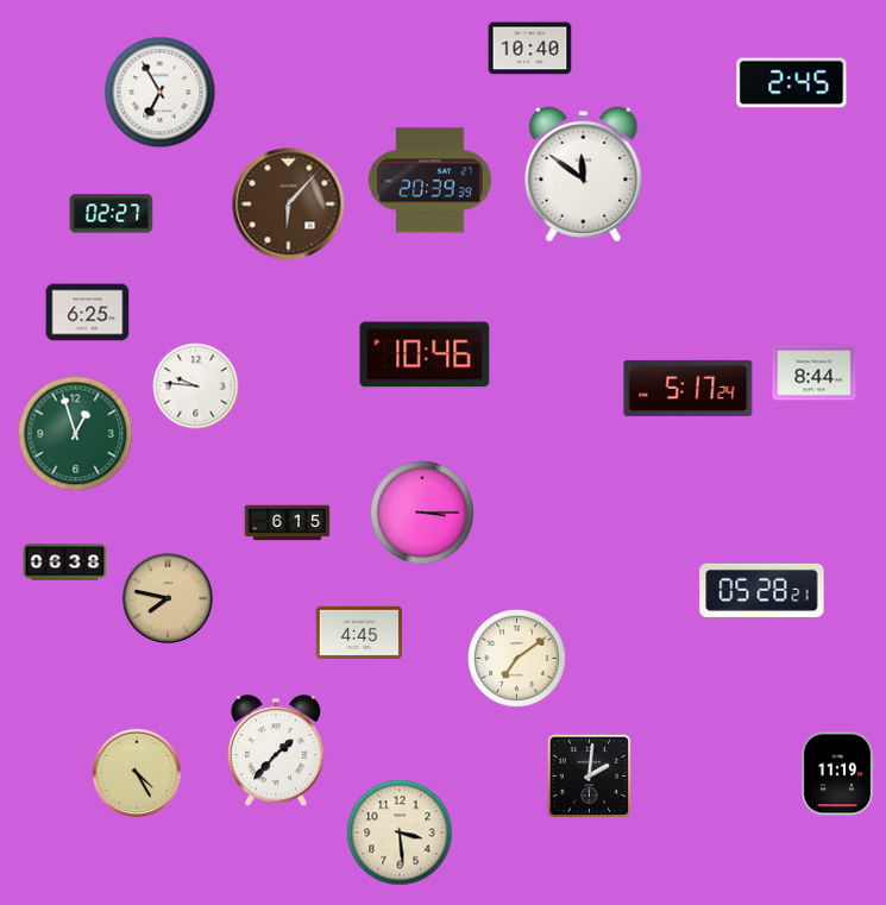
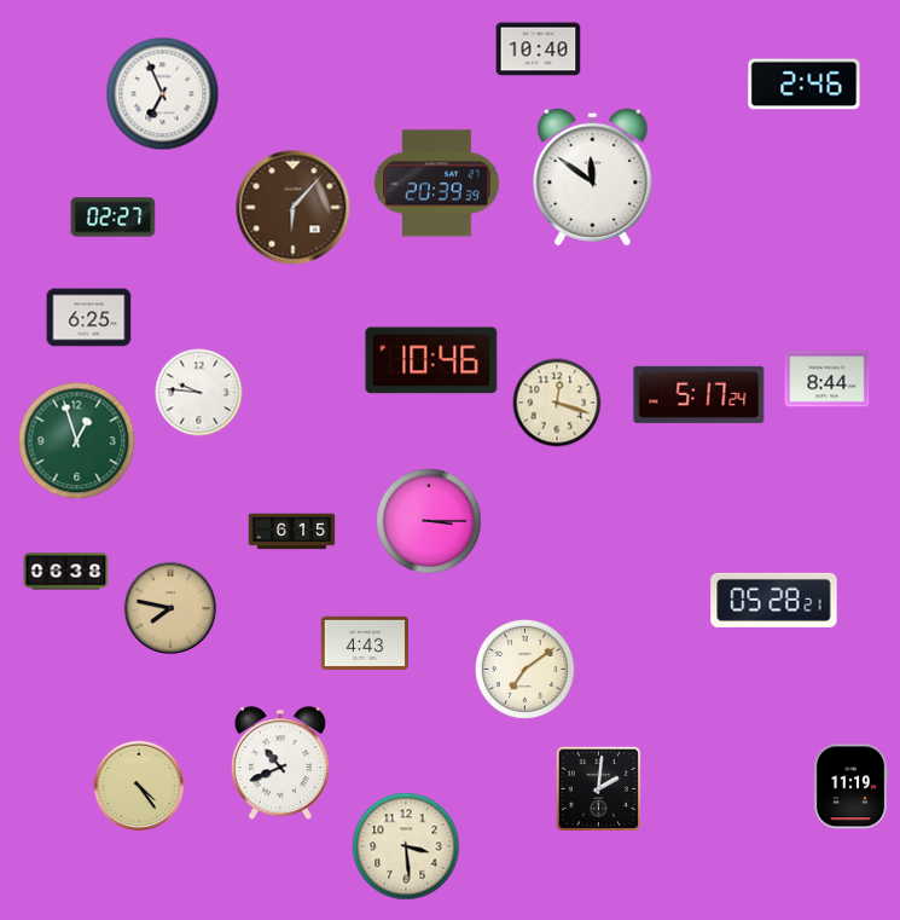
clock at (792, 83): 2:45 -> 2:46
clock at (161, 93): 6:55 -> 6:56
clock at (557, 403): none -> 12:18
clock at (359, 631): 4:45 -> 4:43
clock at (276, 752): 1:37 -> 10:41
clock at (137, 773): 4:25 -> 4:24
